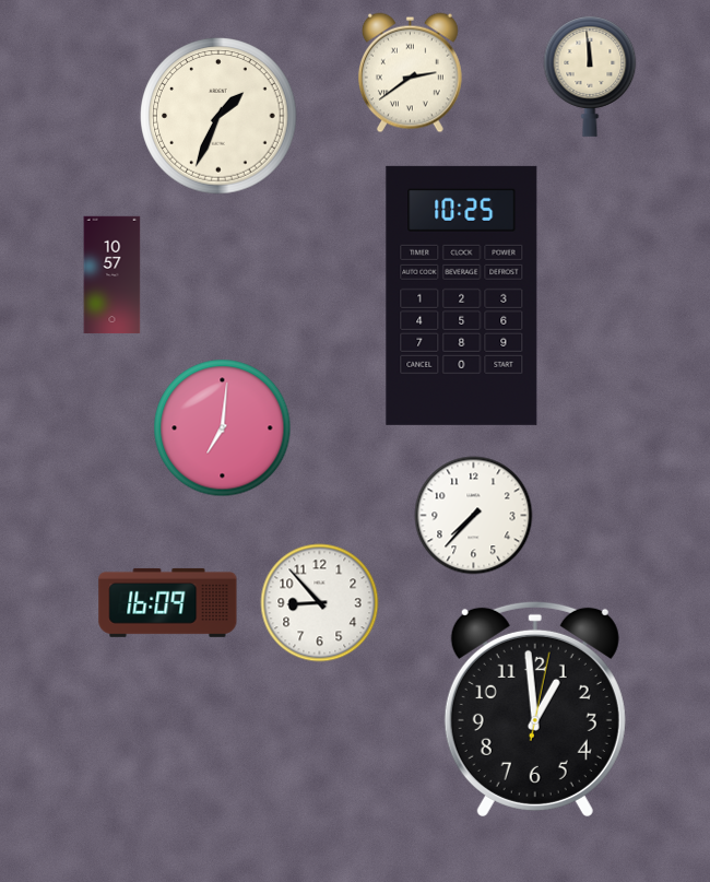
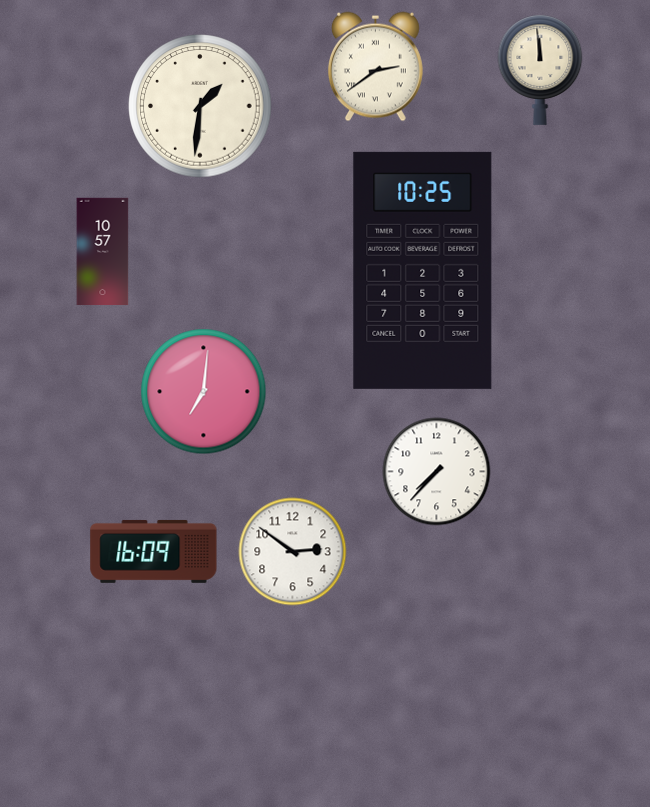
clock at (218, 116): 1:34 -> 1:31
clock at (474, 516) position: (474, 516) -> (437, 472)
clock at (320, 603): 8:53 -> 2:51
clock at (535, 709): 12:59 -> none
